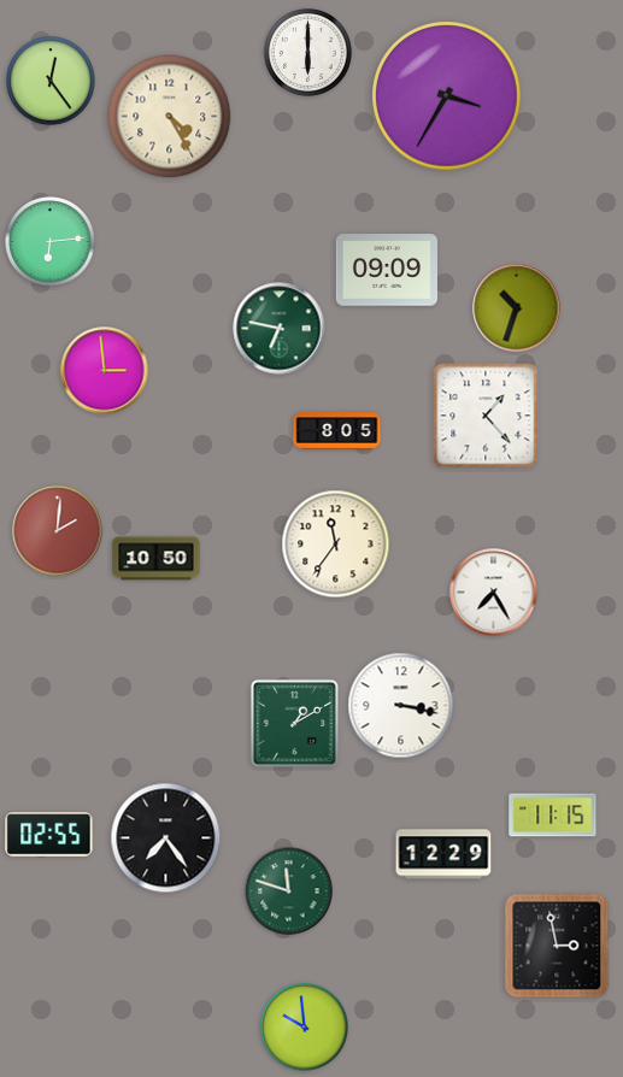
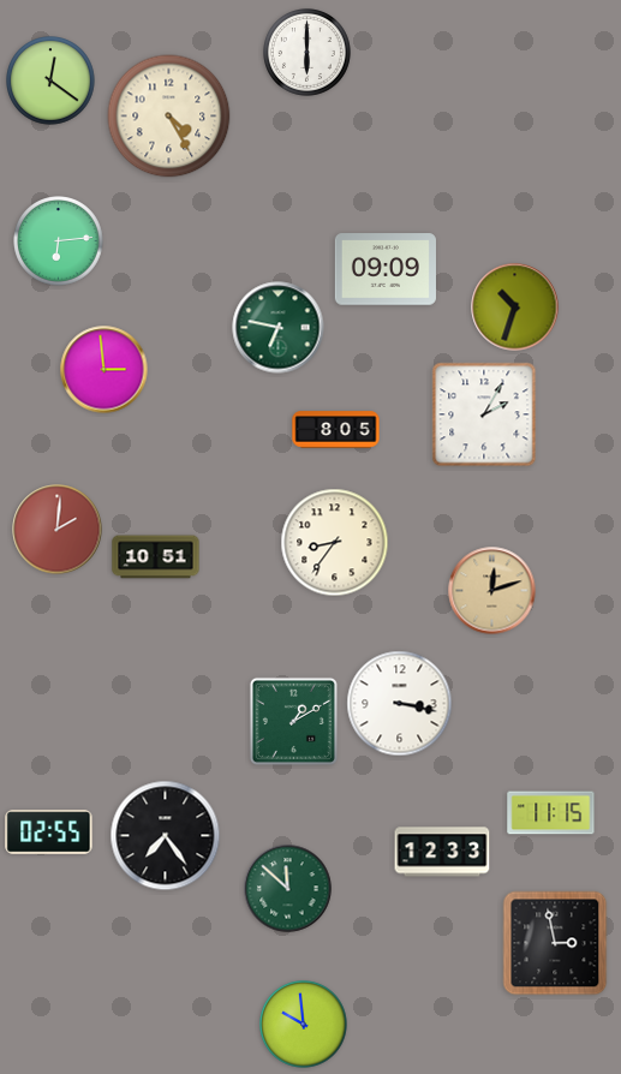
clock at (52, 82): 12:24 -> 12:21
clock at (447, 96): 3:35 -> none
clock at (51, 242) position: (51, 242) -> (59, 241)
clock at (486, 416): 1:23 -> 2:05
clock at (336, 545): 11:36 -> 8:36
clock at (157, 559): 10:50 -> 10:51
clock at (494, 593): 7:25 -> 12:12
clock at (494, 593) dial: white -> champagne
clock at (443, 854): 12:29 -> 12:33
clock at (289, 891): 11:48 -> 11:52
